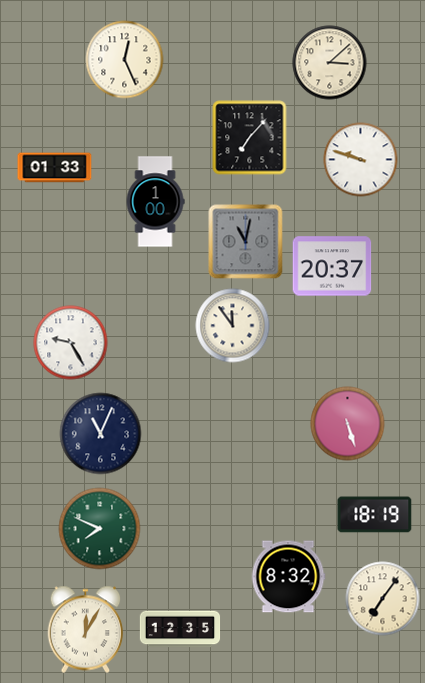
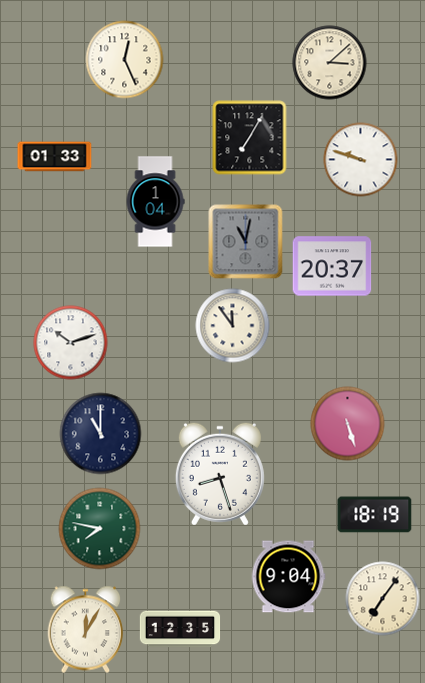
clock at (250, 138): 7:07 -> 7:05
clock at (55, 168) position: (55, 168) -> (55, 157)
clock at (155, 202): 1:00 -> 1:04
clock at (71, 343): 9:25 -> 10:12
clock at (101, 434): 11:04 -> 11:00
clock at (220, 474): none -> 8:27
clock at (100, 529): 7:49 -> 7:47
clock at (288, 577): 8:32 -> 9:04
